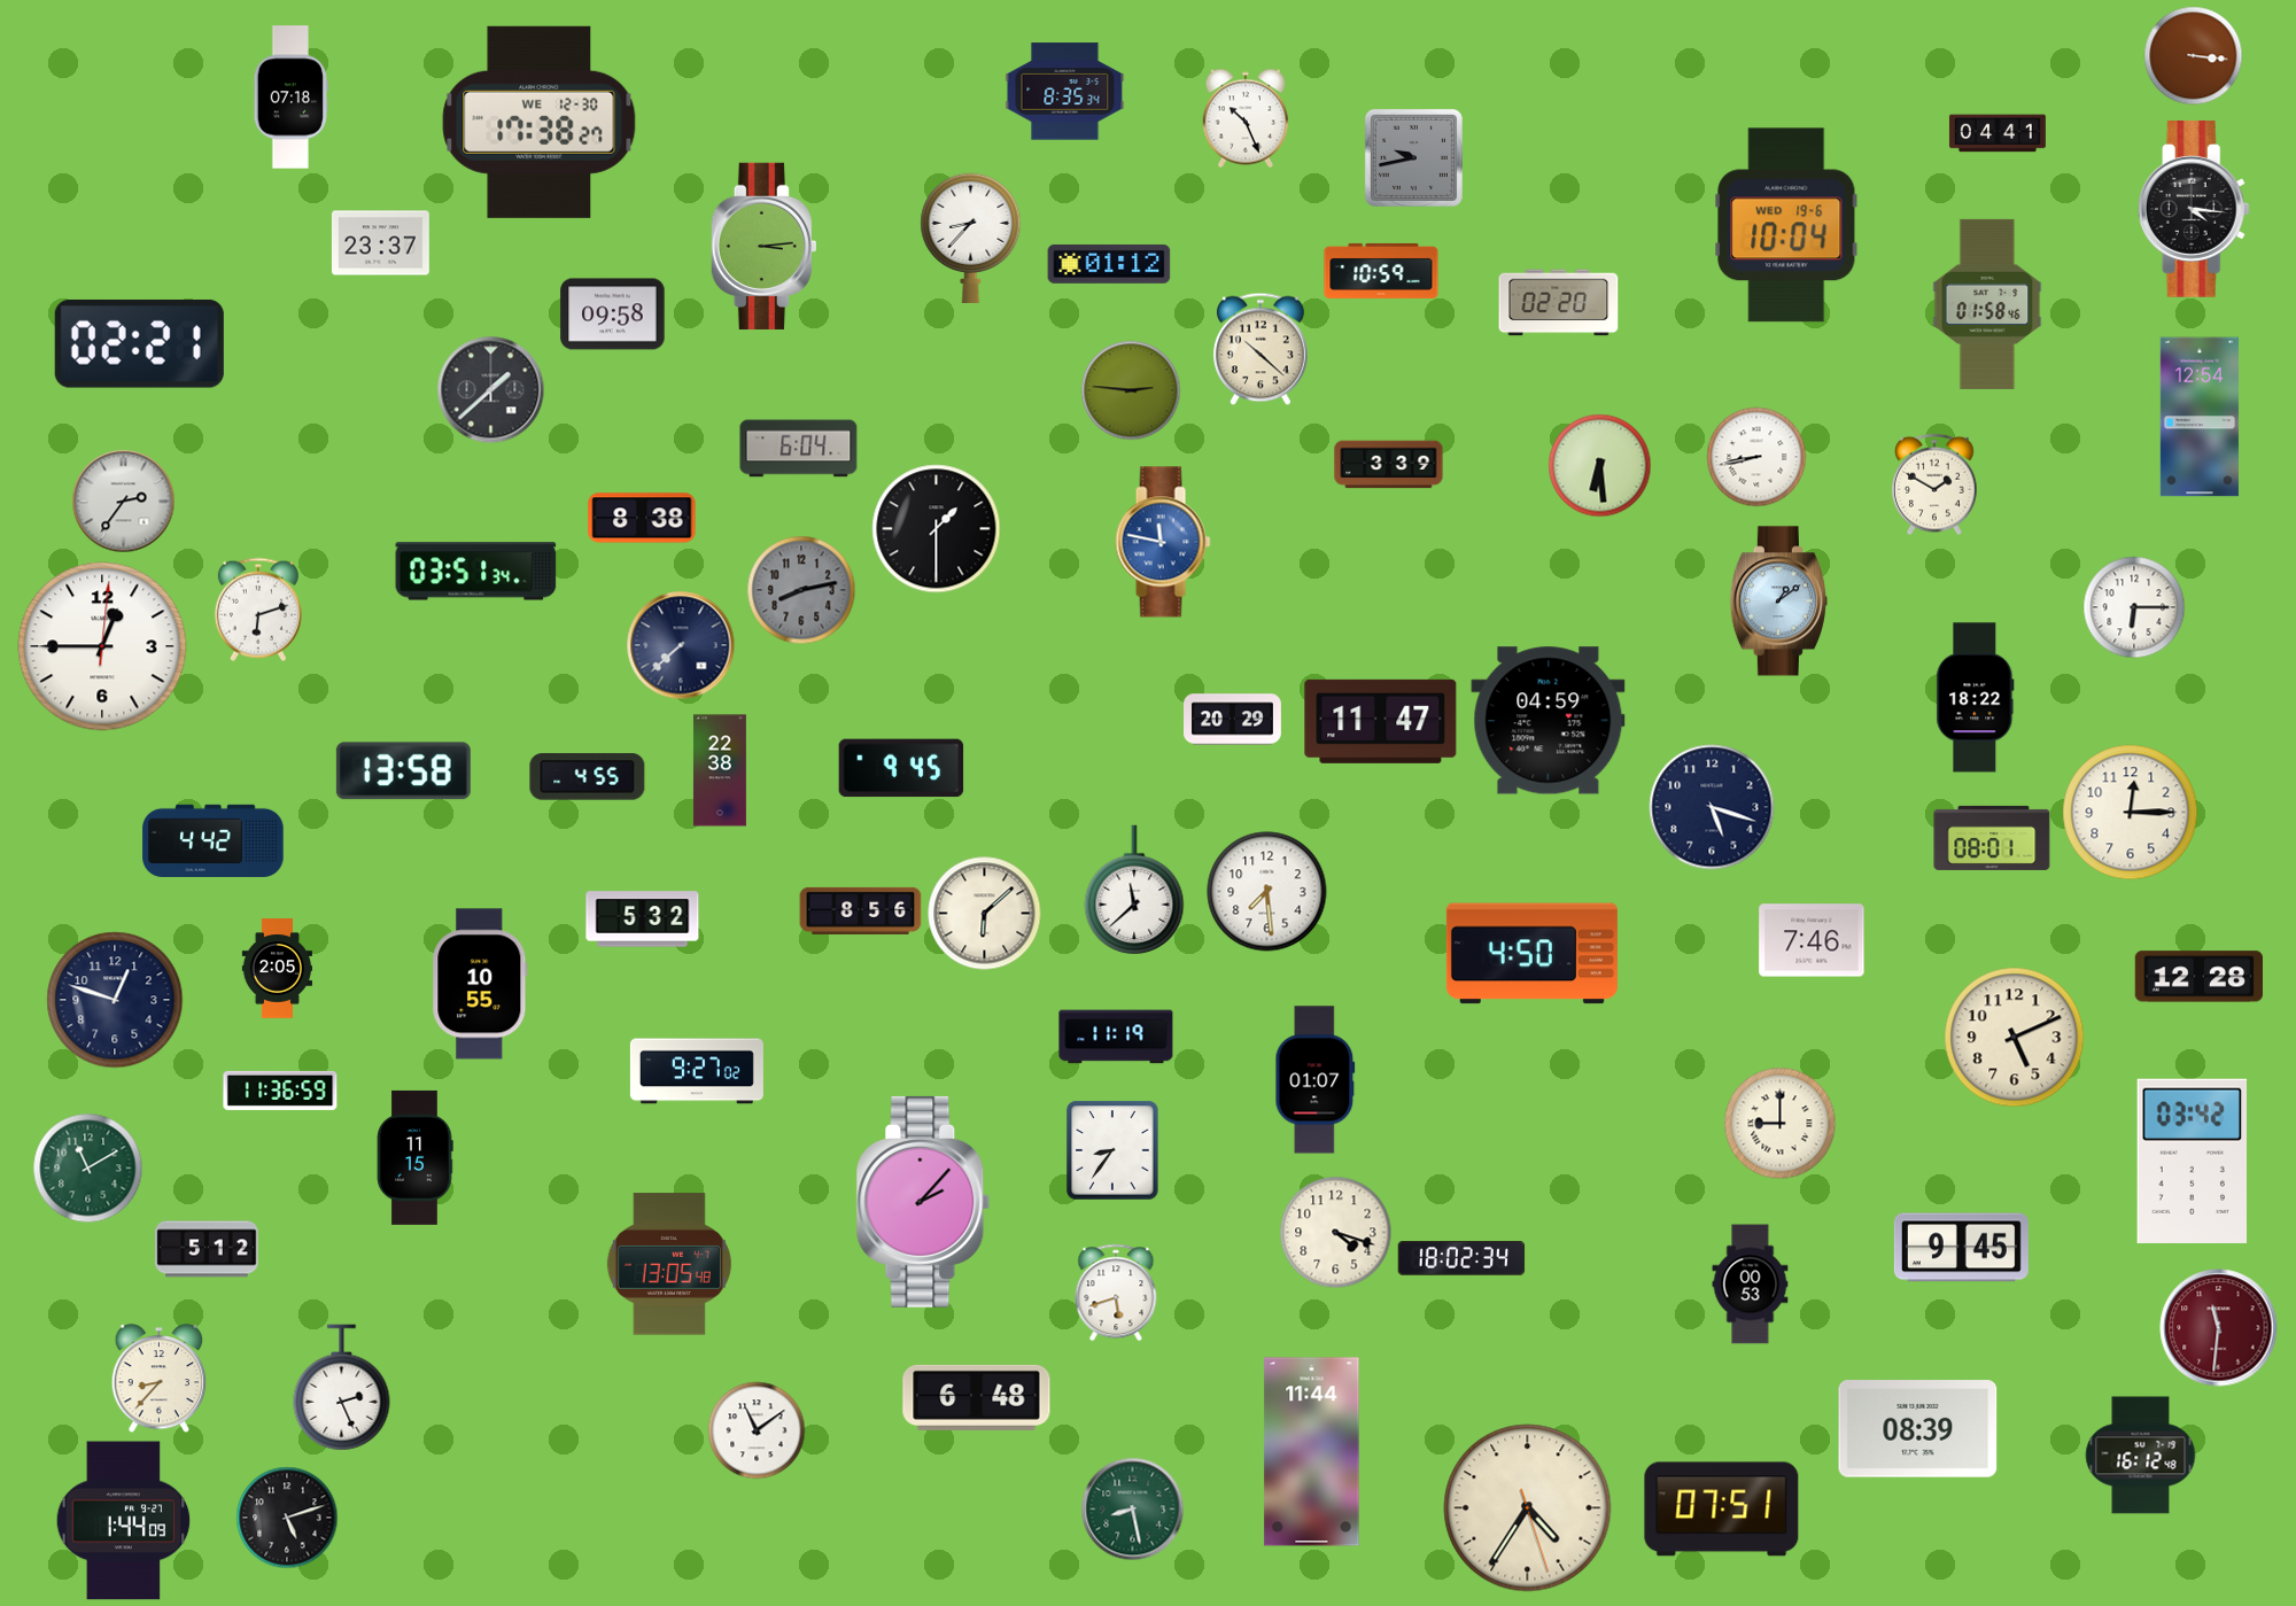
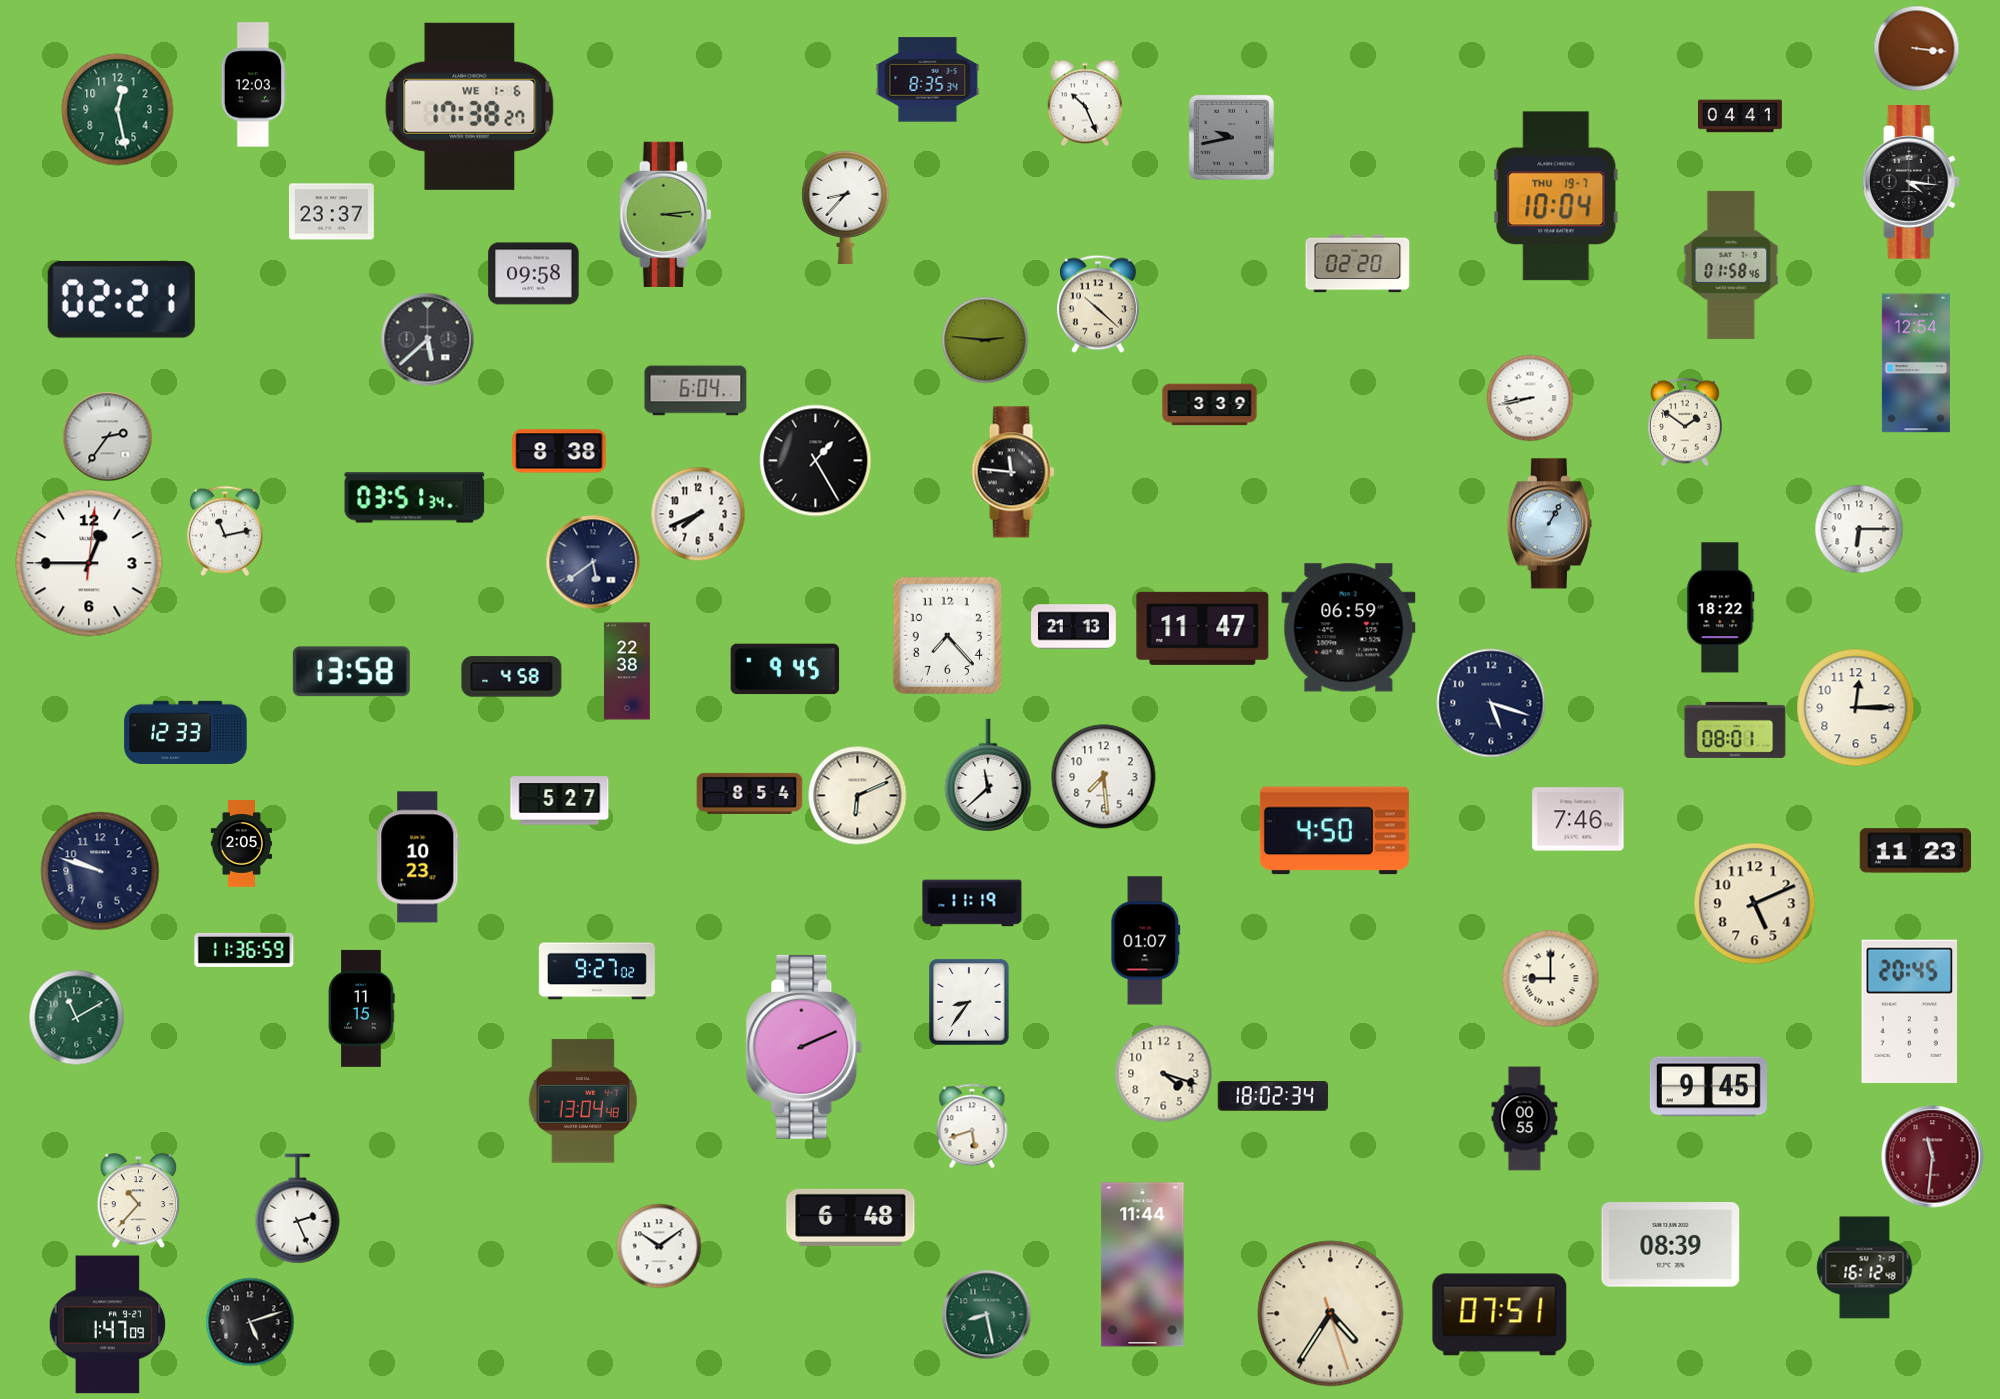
clock at (2194, 56) position: (2194, 56) -> (1917, 49)
clock at (290, 98): 07:18 -> 12:03
clock at (540, 122) date: WE 12-30 -> WE 1-6
clock at (118, 110): none -> 12:28
clock at (1786, 225) date: WED 19-6 -> THU 19-7
clock at (1109, 264): 01:12 -> none
clock at (1381, 271): 10:59 -> none
clock at (491, 390): 1:38 -> 5:38
clock at (1600, 466): 6:29 -> none
clock at (1936, 484): 1:50 -> 1:51
clock at (937, 529): 1:30 -> 1:25
clock at (1163, 542): 11:47 -> 11:46
clock at (1163, 542) dial: blue -> black
clock at (801, 590): 8:13 -> 7:41
clock at (801, 590) dial: grey -> white
clock at (1778, 602): 1:09 -> 1:05
clock at (258, 610): 6:12 -> 11:13
clock at (681, 645): 7:38 -> 5:39
clock at (1233, 720): 20:29 -> 21:13
clock at (1549, 721): 04:59 -> 06:59
clock at (947, 635): none -> 7:23
clock at (588, 777): 4:55 -> 4:58
clock at (214, 840): 4:42 -> 12:33
clock at (861, 910): 8:56 -> 8:54
clock at (985, 914): 6:08 -> 6:11
clock at (643, 920): 5:32 -> 5:27
clock at (2198, 977): 12:28 -> 11:23
clock at (480, 984): 10:55 -> 10:23
clock at (115, 1000): 12:48 -> 9:48
clock at (697, 1071) position: (697, 1071) -> (597, 971)
clock at (2193, 1161): 03:42 -> 20:45
clock at (923, 1202): 2:07 -> 2:11
clock at (207, 1249): 5:12 -> none
clock at (669, 1264): 13:05 -> 13:04
clock at (1751, 1285): 00:53 -> 00:55
clock at (160, 1379): 8:37 -> 10:37
clock at (757, 1430): 11:09 -> 10:09
clock at (124, 1521): 1:44 -> 1:47
